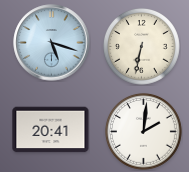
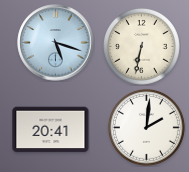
clock at (52, 43) position: (52, 43) -> (56, 43)
clock at (143, 131) position: (143, 131) -> (146, 127)
